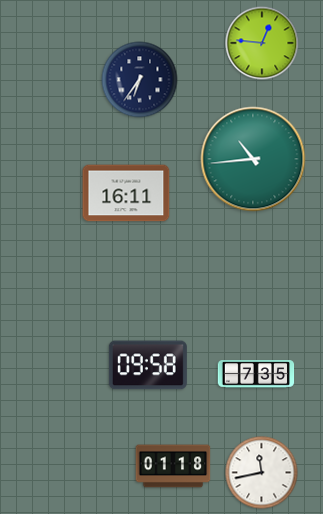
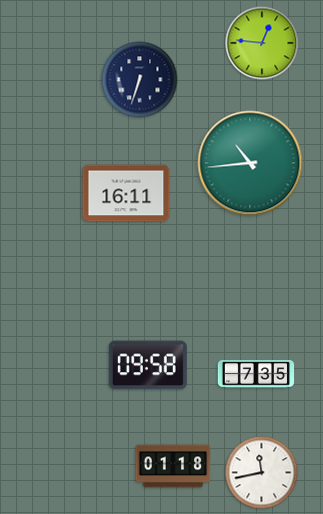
clock at (140, 80): 6:36 -> 6:33
clock at (253, 159) position: (253, 159) -> (250, 163)
